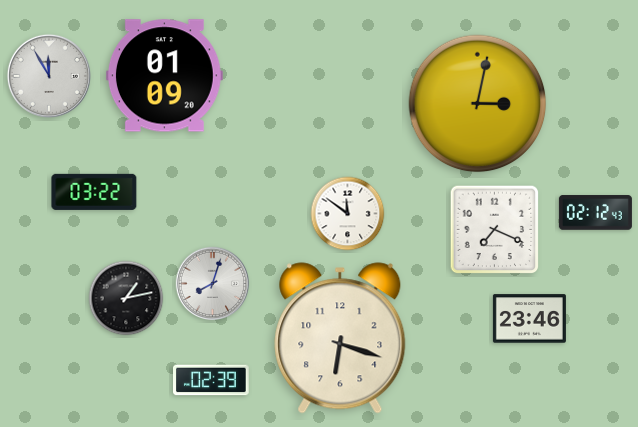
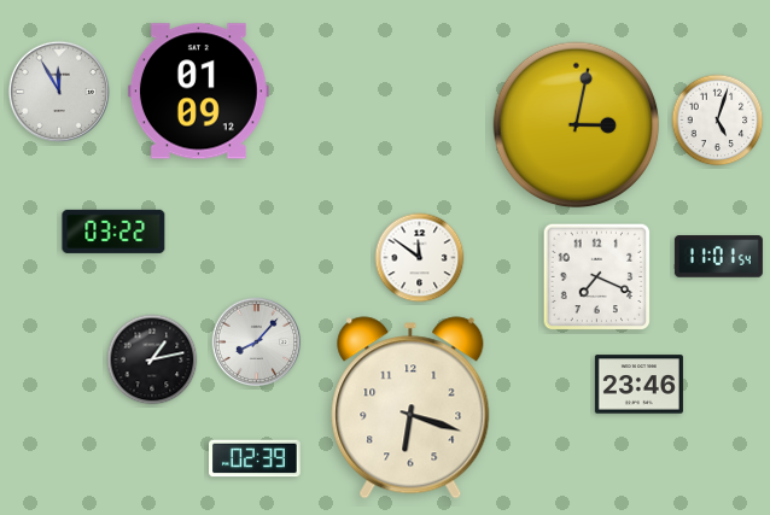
clock at (164, 76): 01:09:20 -> 01:09:12
clock at (718, 121): none -> 5:03
clock at (595, 213): 02:12 -> 11:01
clock at (213, 284): 8:03 -> 8:07
